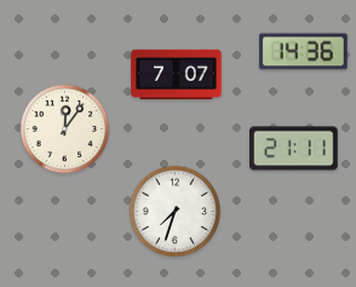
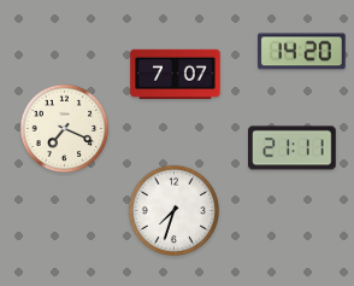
clock at (304, 52): 14:36 -> 14:20
clock at (65, 130): 12:06 -> 7:19
